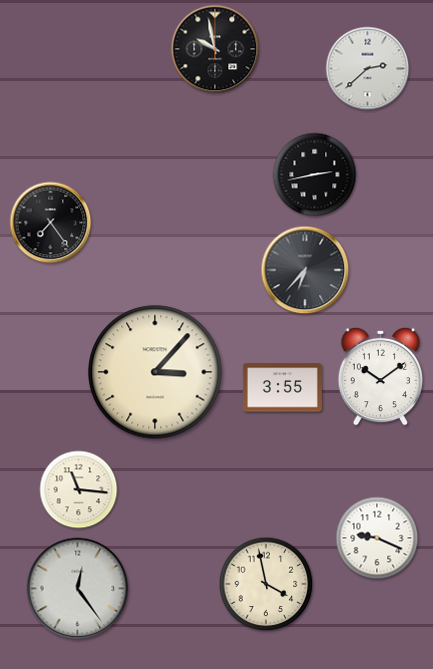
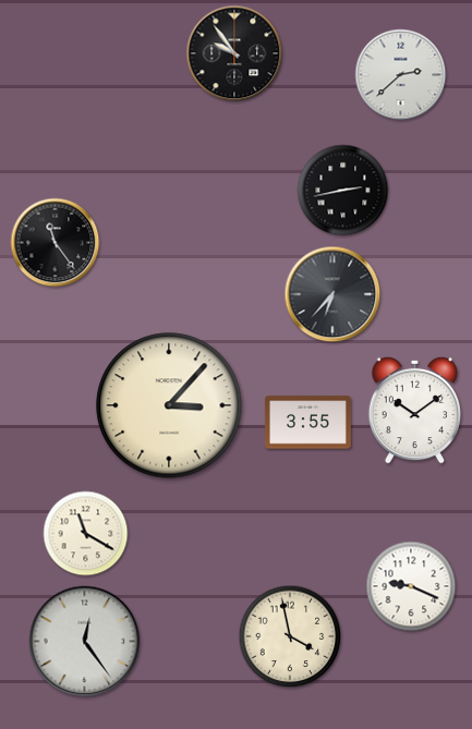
clock at (215, 49): 9:58 -> 9:54
clock at (51, 223): 7:24 -> 11:24
clock at (79, 490): 11:16 -> 11:20
